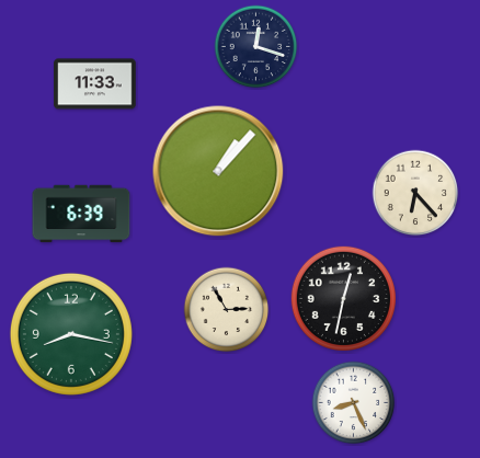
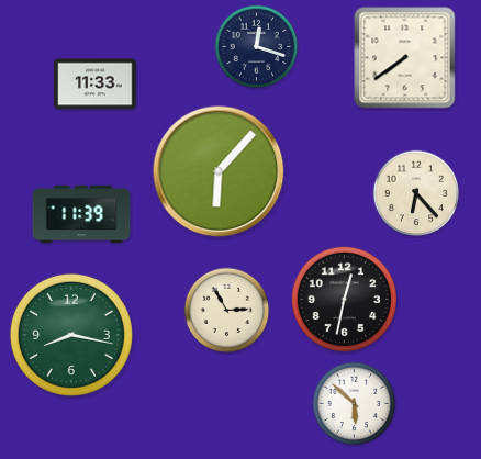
clock at (405, 58): none -> 7:39
clock at (218, 171): 1:07 -> 6:07
clock at (81, 214): 6:39 -> 11:39
clock at (354, 403): 8:26 -> 5:52
